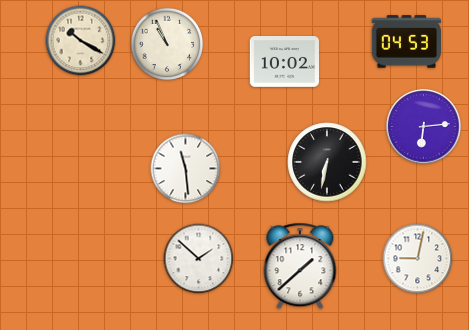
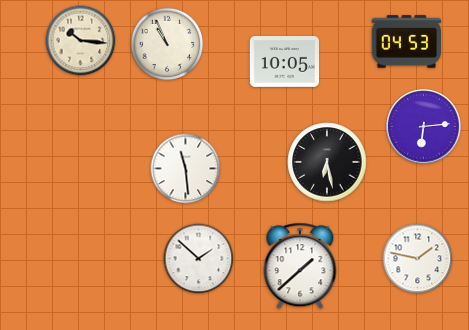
clock at (81, 41): 10:20 -> 10:16
clock at (285, 62): 10:02 -> 10:05
clock at (327, 162): 6:32 -> 6:28
clock at (418, 259): 9:02 -> 1:47
